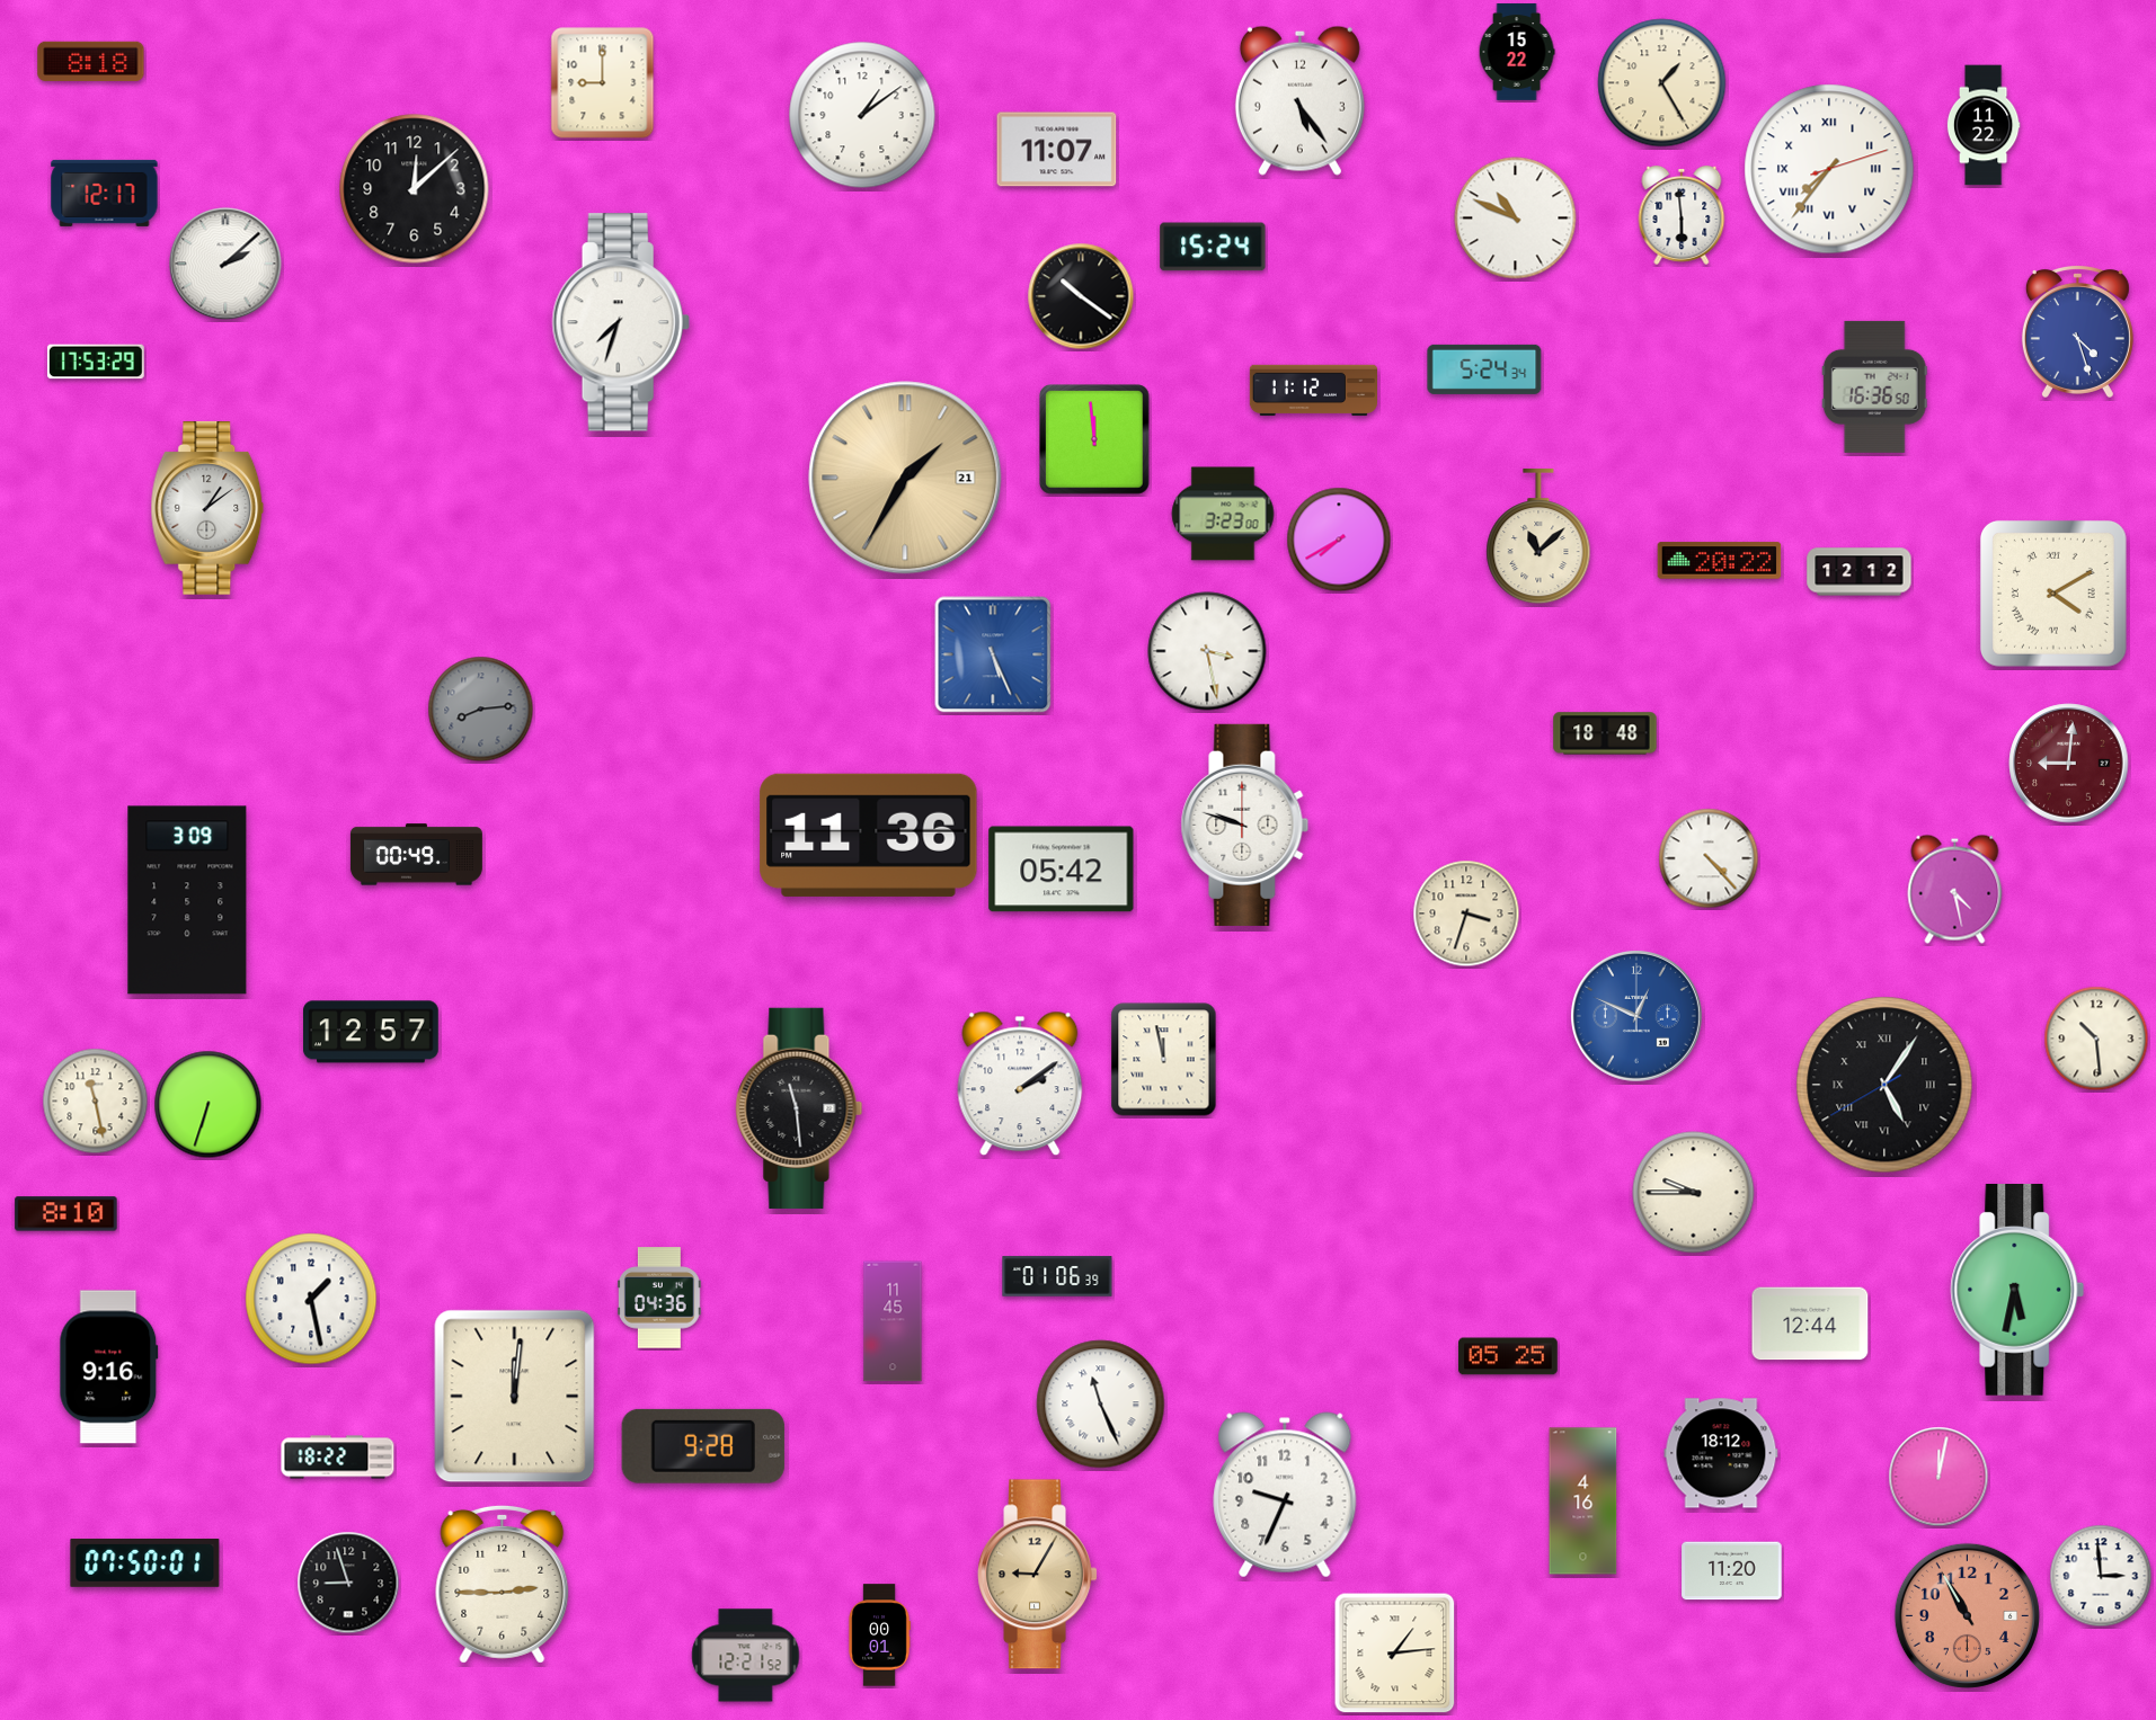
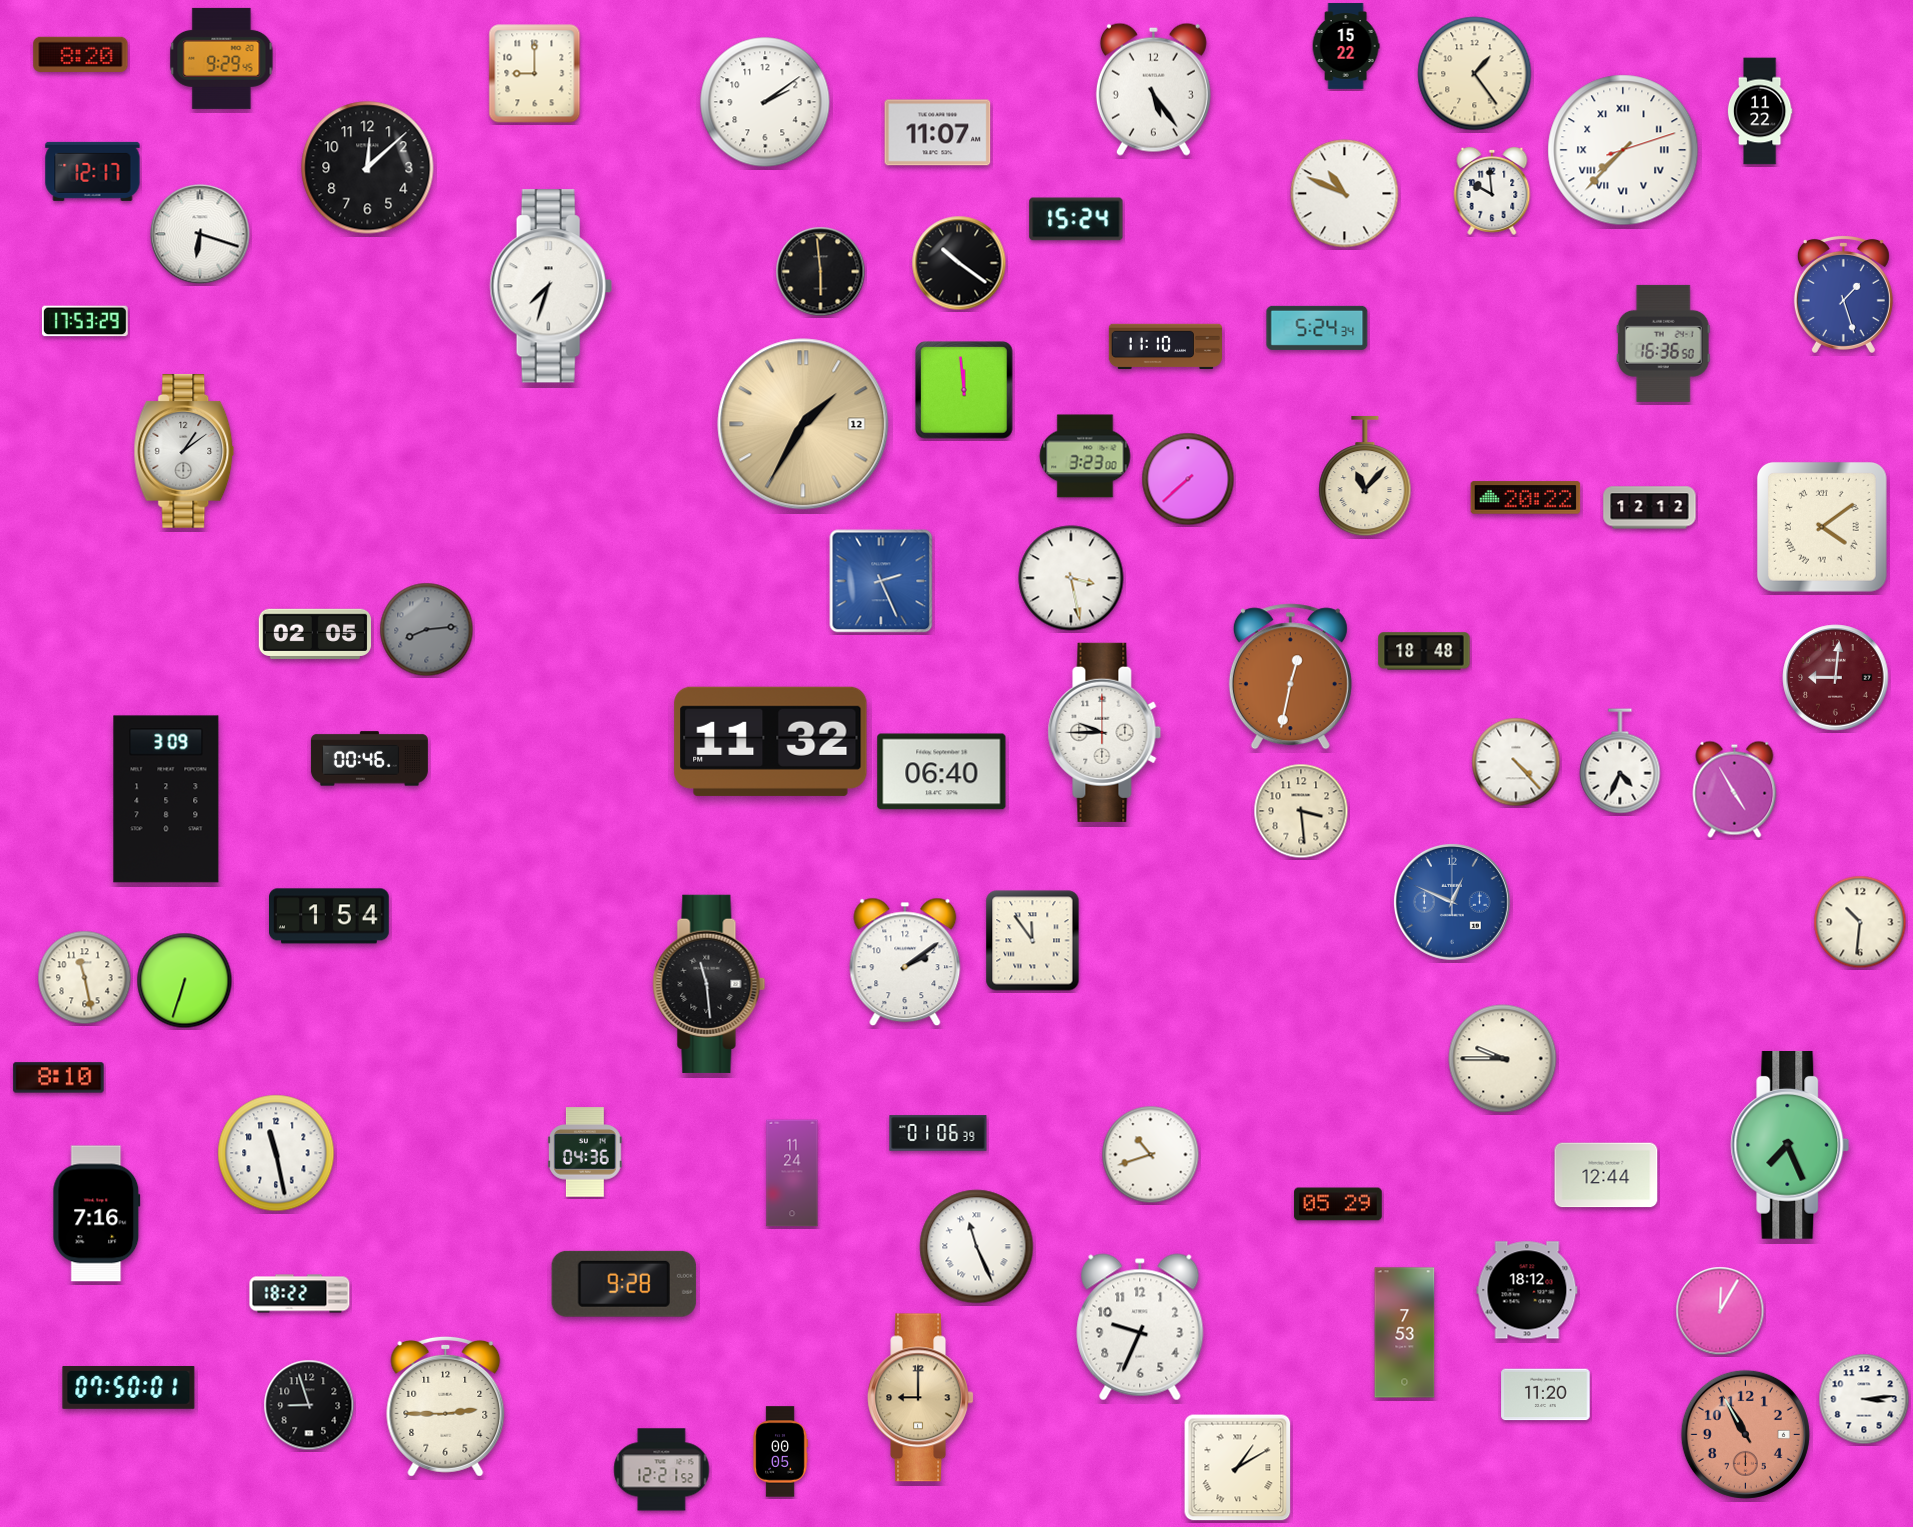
clock at (91, 61): 8:18 -> 8:20
clock at (222, 58): none -> 9:29
clock at (1662, 83): 1:25 -> 1:24
clock at (862, 115): 1:09 -> 2:09
clock at (1829, 169): 7:36 -> 7:37
clock at (1682, 215): 5:59 -> 9:59
clock at (225, 264): 2:08 -> 6:18
clock at (821, 272): none -> 5:59
clock at (2077, 331): 4:27 -> 1:27
clock at (1313, 391): 11:12 -> 11:10
clock at (1094, 439) position: (1094, 439) -> (964, 390)
clock at (905, 478) date: 21 -> 12
clock at (1538, 537): 11:08 -> 11:07
clock at (1339, 540): 7:40 -> 7:38
clock at (2053, 594): 4:10 -> 4:09
clock at (993, 654): 5:26 -> 2:26
clock at (314, 633): none -> 02:05
clock at (1290, 677): none -> 12:32
clock at (1245, 825): 9:48 -> 9:45
clock at (869, 835): 11:36 -> 11:32
clock at (416, 855): 00:49 -> 00:46
clock at (1620, 761): none -> 4:34
clock at (1062, 870): 05:42 -> 06:40
clock at (1955, 889): 4:28 -> 4:55
clock at (1466, 914): 3:33 -> 3:29
clock at (372, 1032): 12:57 -> 1:54
clock at (2096, 1039): 10:29 -> 10:31
clock at (1164, 1060): 11:58 -> 11:54
clock at (1884, 1085): 5:05 -> none
clock at (2017, 1291): 5:32 -> 7:26
clock at (311, 1299): 1:28 -> 11:28
clock at (1151, 1155): none -> 10:42
clock at (893, 1321): 11:45 -> 11:24
clock at (1508, 1356): 05:25 -> 05:29
clock at (109, 1367): 9:16 -> 7:16
clock at (515, 1397): 12:01 -> none
clock at (1938, 1477): 12:02 -> 12:05
clock at (1583, 1501): 4:16 -> 7:53
clock at (1732, 1571) position: (1732, 1571) -> (1546, 1395)
clock at (1037, 1575): 9:05 -> 9:00
clock at (2101, 1576): 2:59 -> 3:14
clock at (879, 1636): 00:01 -> 00:05
clock at (1395, 1654): 1:14 -> 1:10
